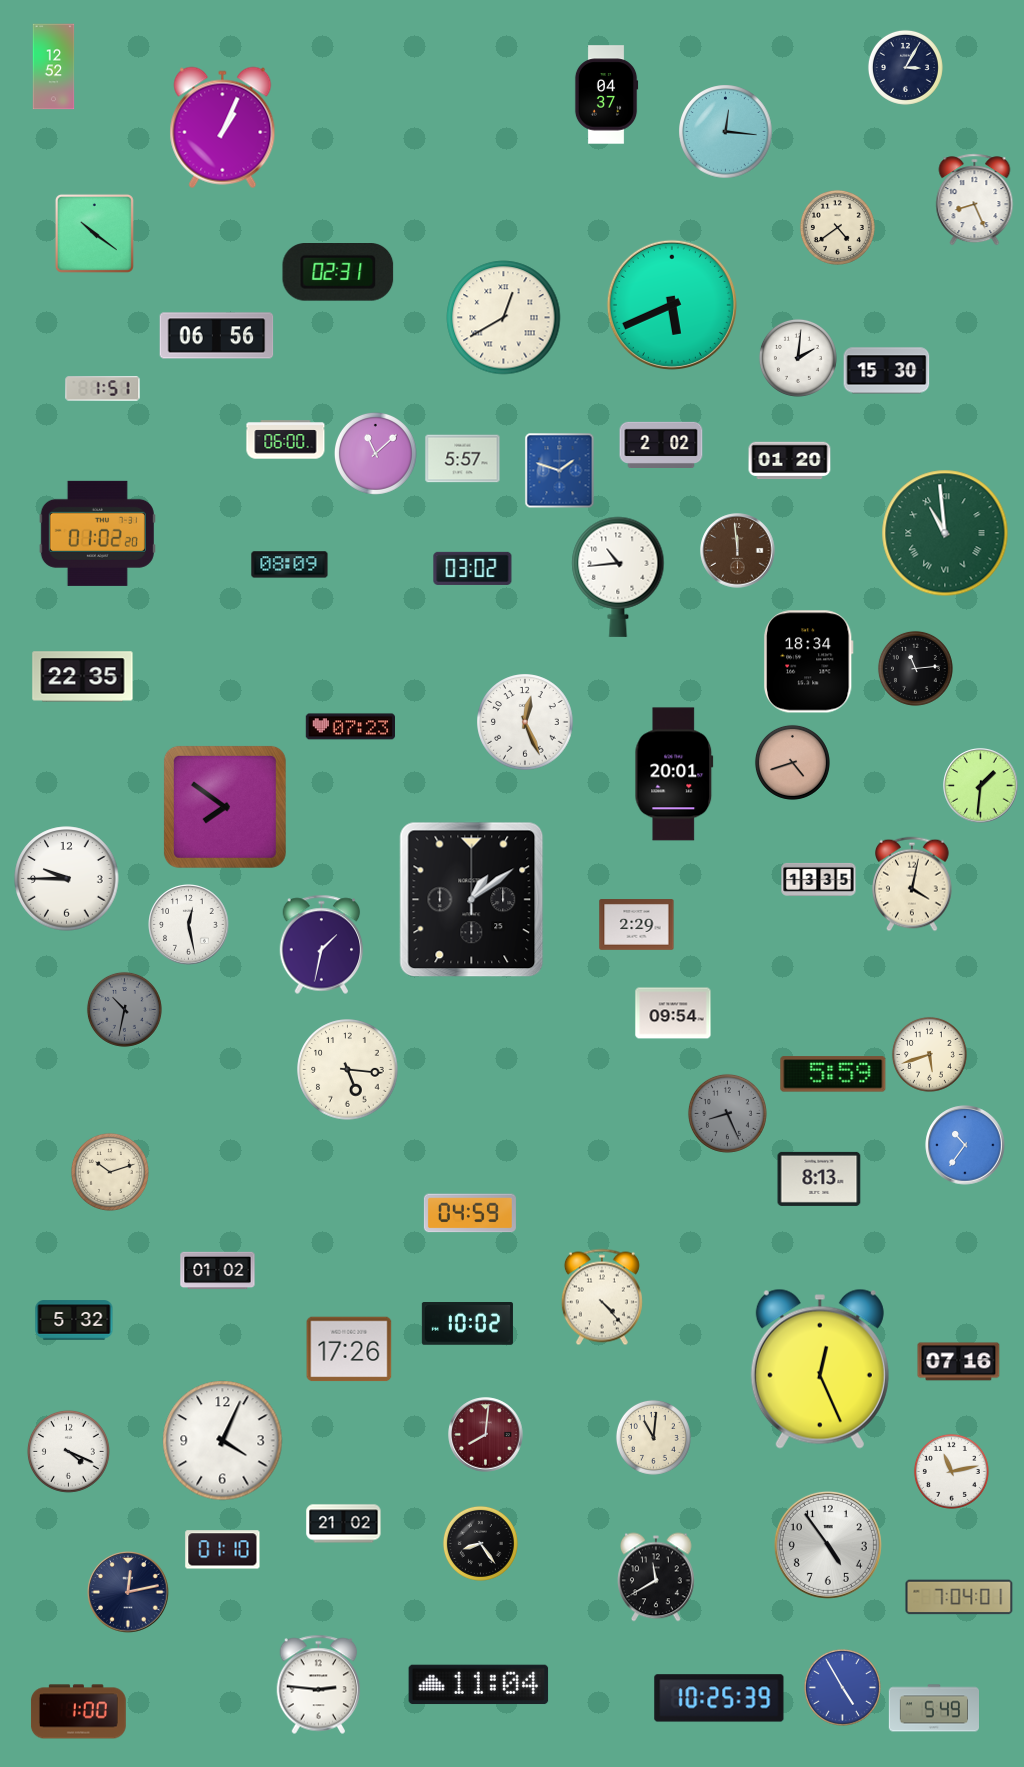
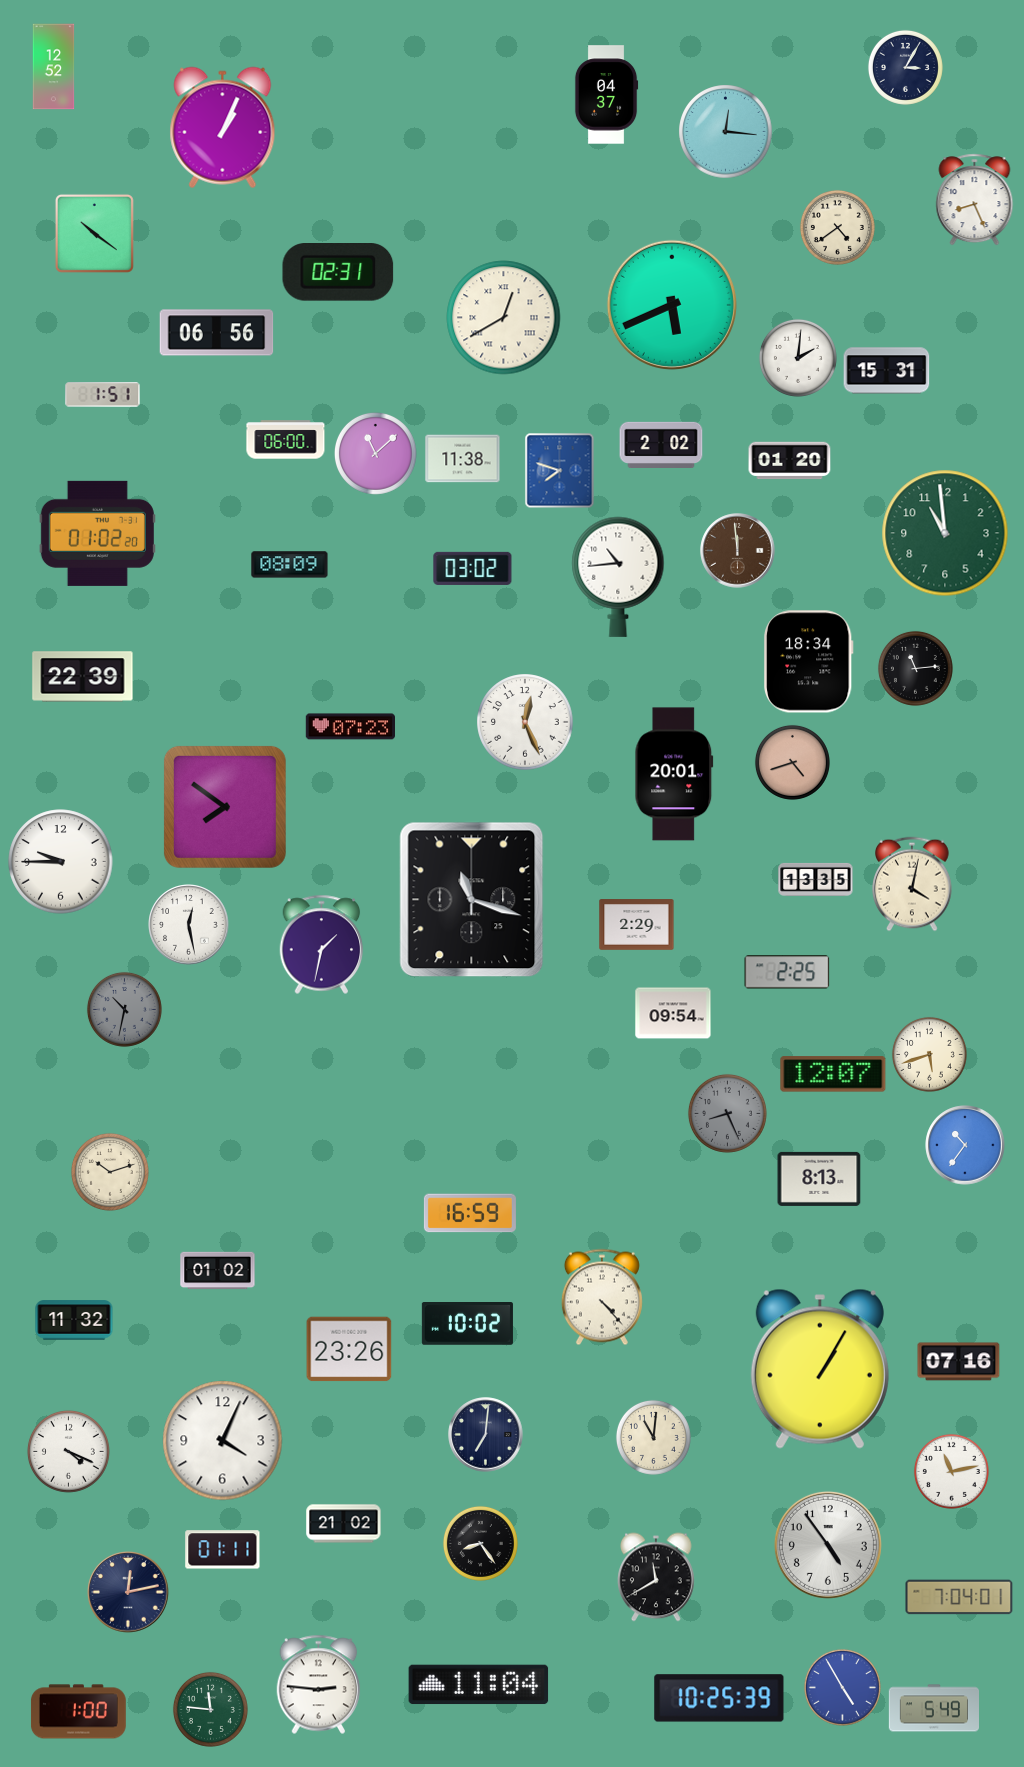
clock at (217, 336) position: (217, 336) -> (217, 333)
clock at (887, 371): 15:30 -> 15:31
clock at (103, 389) position: (103, 389) -> (103, 395)
clock at (463, 459): 5:57 -> 11:38
clock at (560, 471): 1:48 -> 7:48
clock at (945, 533) numerals: Roman -> Arabic
clock at (83, 677): 22:35 -> 22:39
clock at (981, 786): 1:31 -> none
clock at (67, 879) position: (67, 879) -> (61, 862)
clock at (819, 879) position: (819, 879) -> (816, 879)
clock at (472, 900): 1:09 -> 11:18
clock at (787, 972): none -> 2:25
clock at (348, 1070): 5:16 -> none
clock at (833, 1074): 5:59 -> 12:07
clock at (470, 1213): 04:59 -> 16:59
clock at (74, 1320): 5:32 -> 11:32
clock at (349, 1349): 17:26 -> 23:26
clock at (820, 1369): 12:26 -> 1:05
clock at (486, 1435): 8:01 -> 7:01
clock at (486, 1435) dial: burgundy -> navy
clock at (223, 1550): 01:10 -> 01:11
clock at (210, 1709): none -> 11:46
